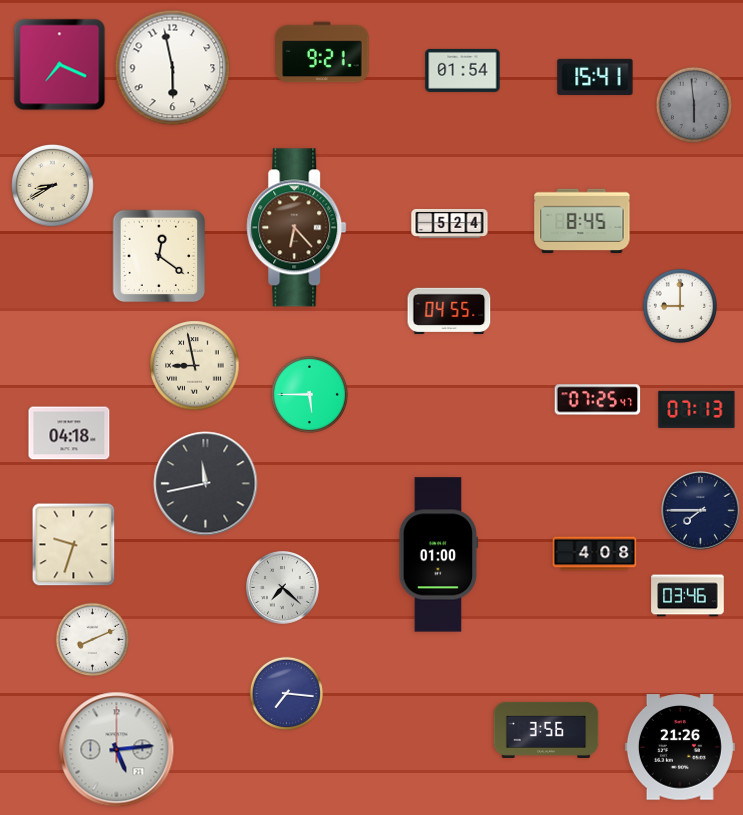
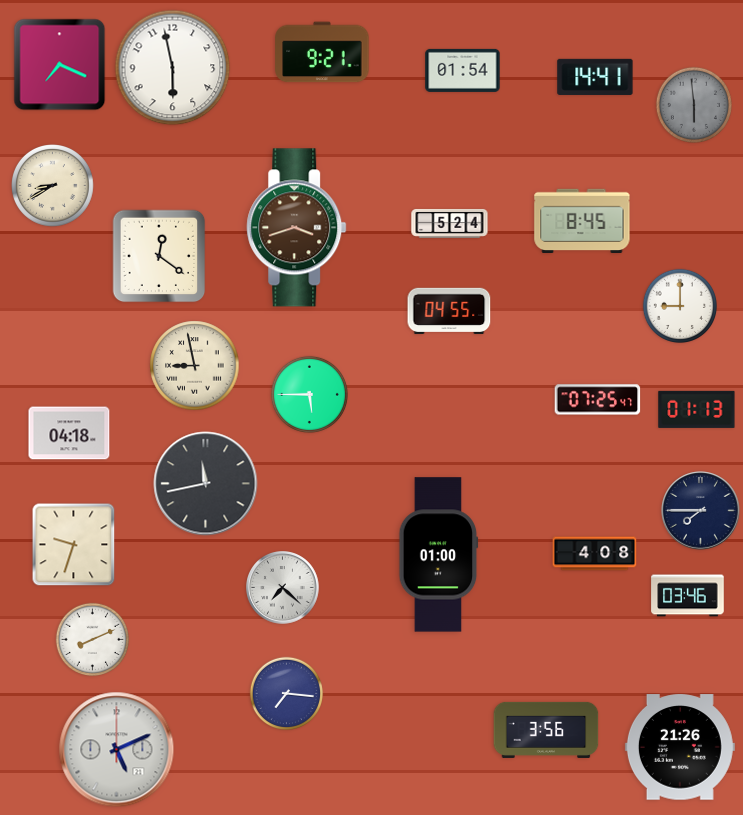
clock at (595, 77): 15:41 -> 14:41
clock at (297, 228): 6:23 -> 3:42
clock at (697, 409): 07:13 -> 01:13
clock at (117, 750): 5:14 -> 5:11
